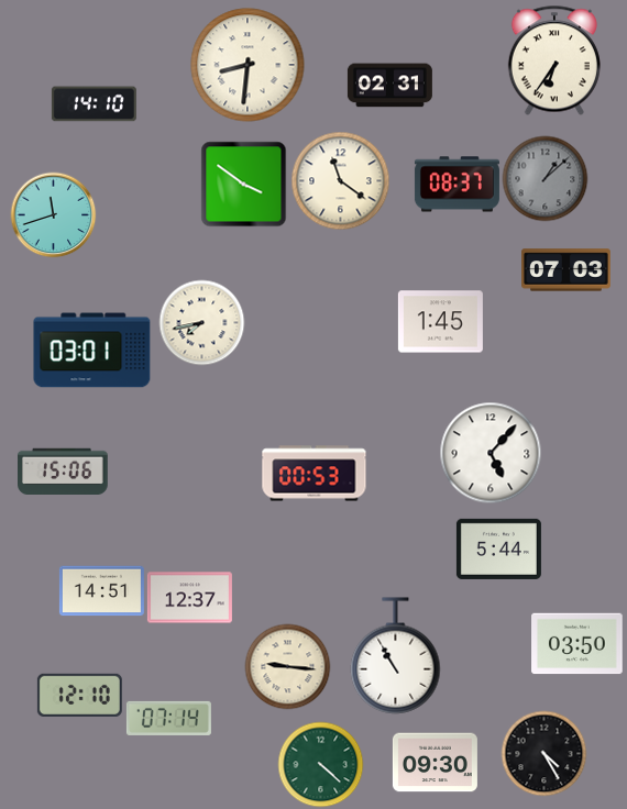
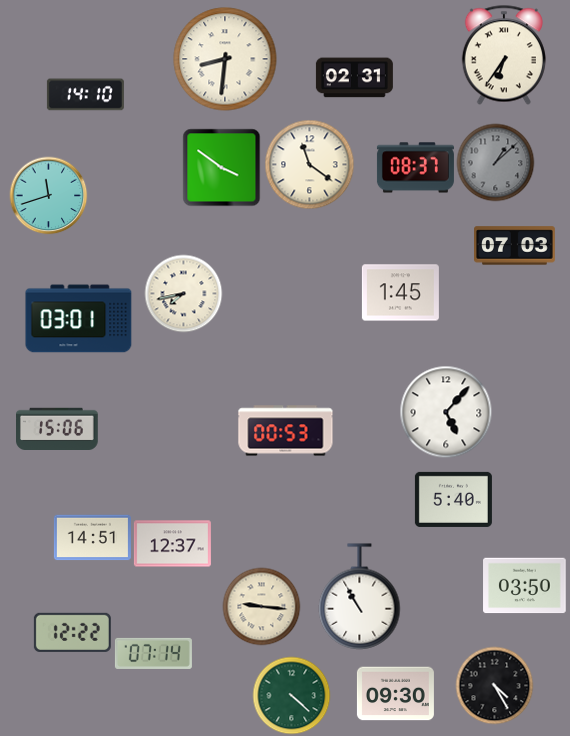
clock at (92, 351) position: (92, 351) -> (79, 319)
clock at (498, 548): 5:44 -> 5:40
clock at (79, 695): 12:10 -> 12:22
